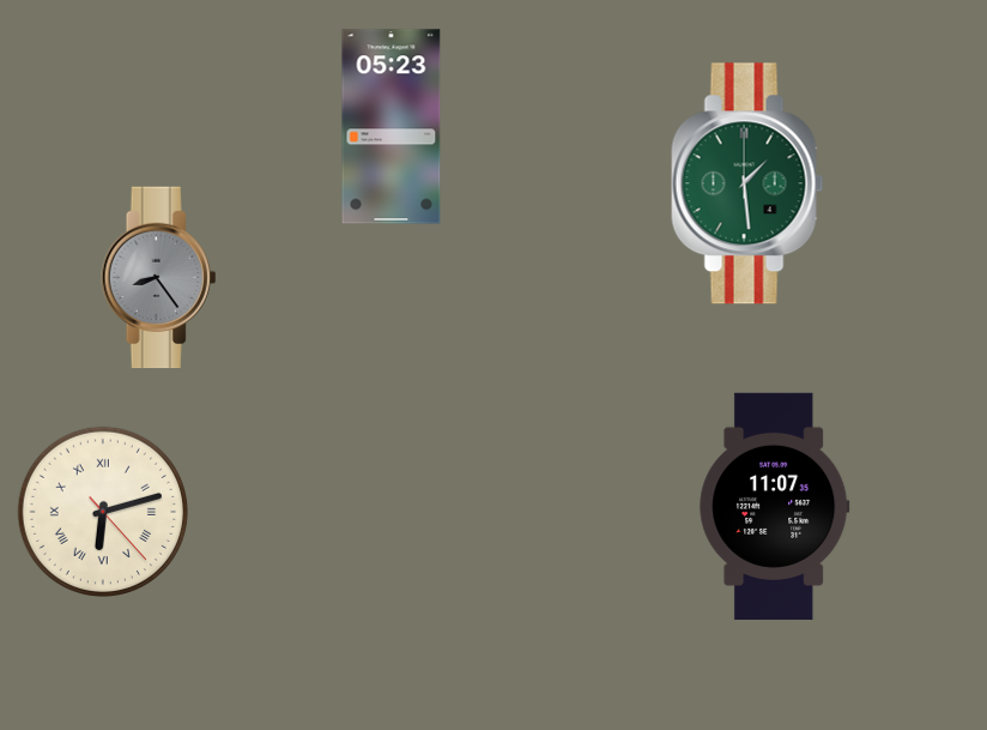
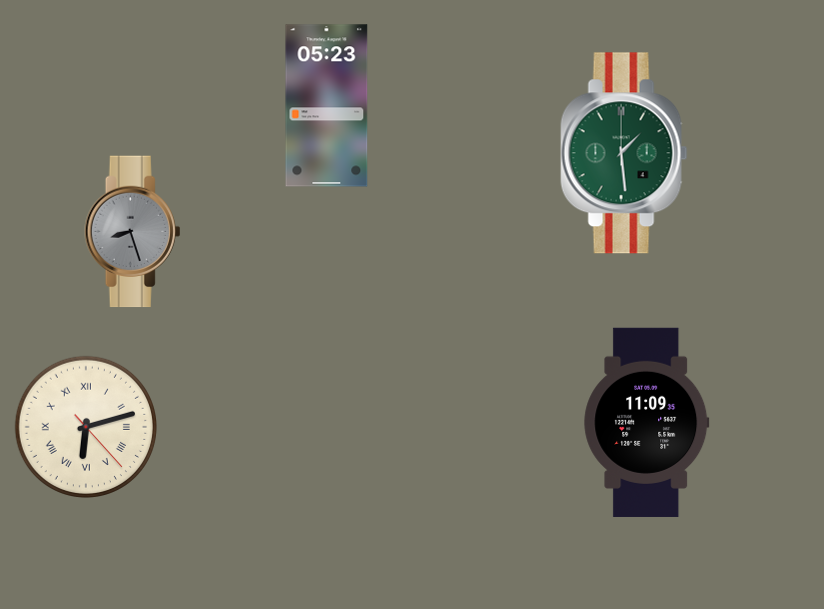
clock at (159, 278): 8:24 -> 8:27
clock at (775, 506): 11:07 -> 11:09
